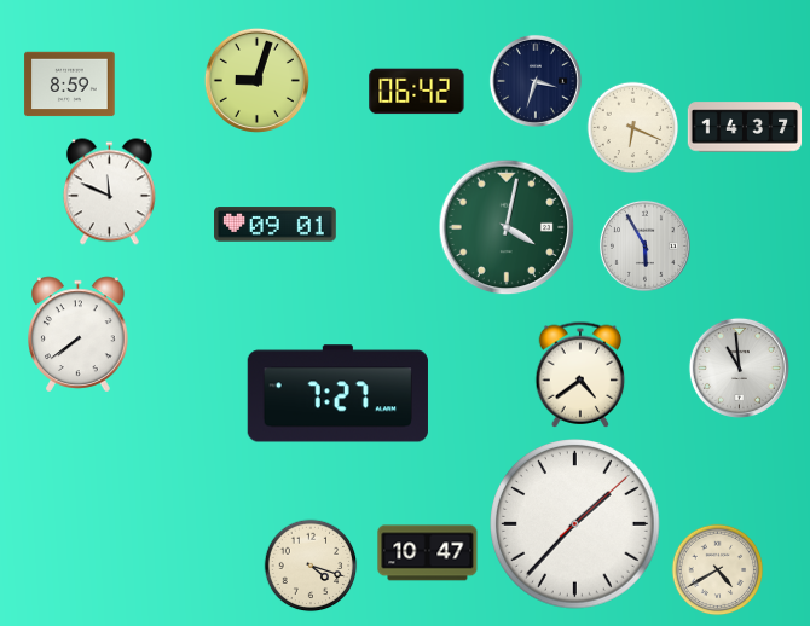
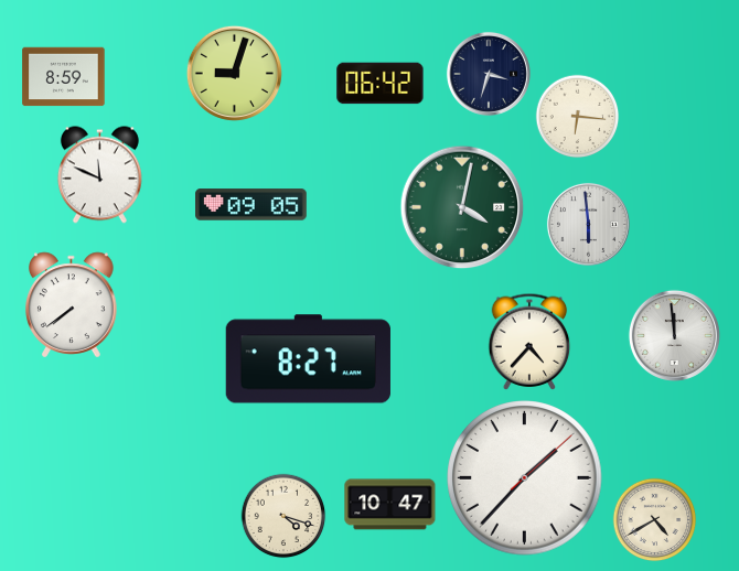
clock at (745, 127): 14:37 -> none
clock at (633, 128): 6:19 -> 6:16
clock at (276, 225): 09:01 -> 09:05
clock at (644, 245): 5:55 -> 5:59
clock at (739, 367): 10:59 -> 11:59
clock at (580, 375): 4:39 -> 4:37
clock at (337, 394): 7:27 -> 8:27
